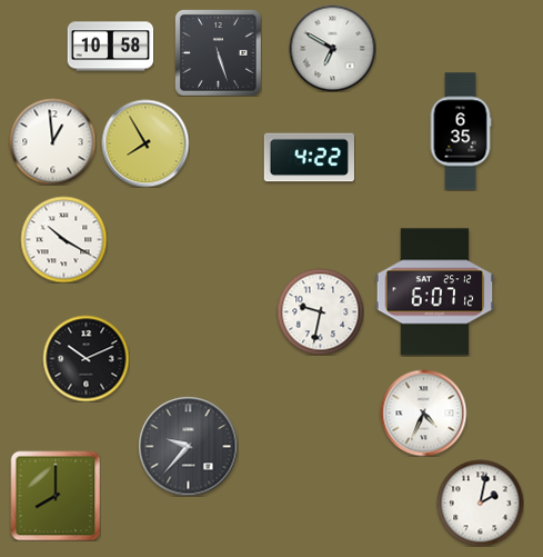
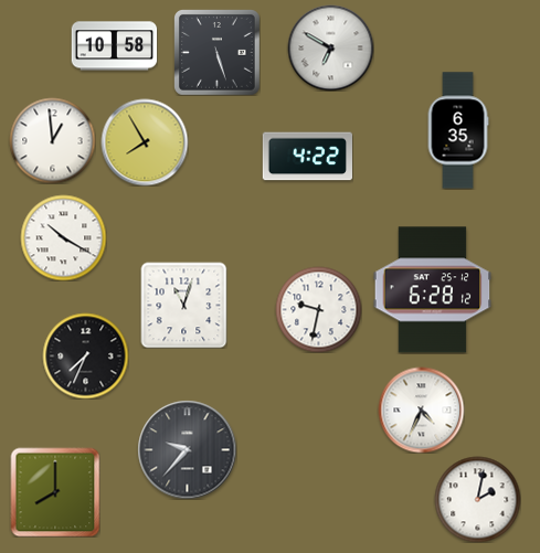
clock at (110, 47) position: (110, 47) -> (114, 46)
clock at (435, 292): 6:07 -> 6:28
clock at (183, 305): none -> 11:03
clock at (86, 358): 10:11 -> 7:34
clock at (188, 446) position: (188, 446) -> (187, 449)
